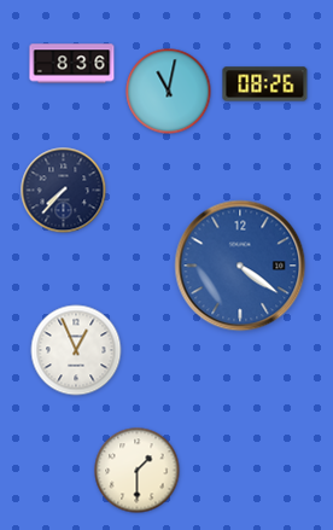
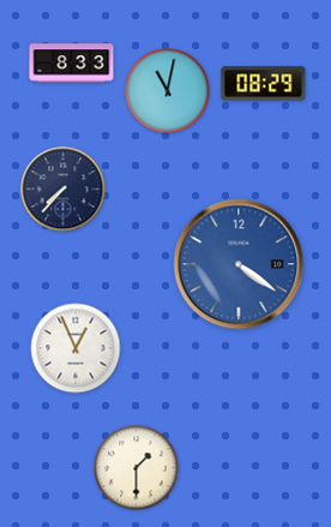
clock at (72, 64): 8:36 -> 8:33
clock at (265, 85): 08:26 -> 08:29
